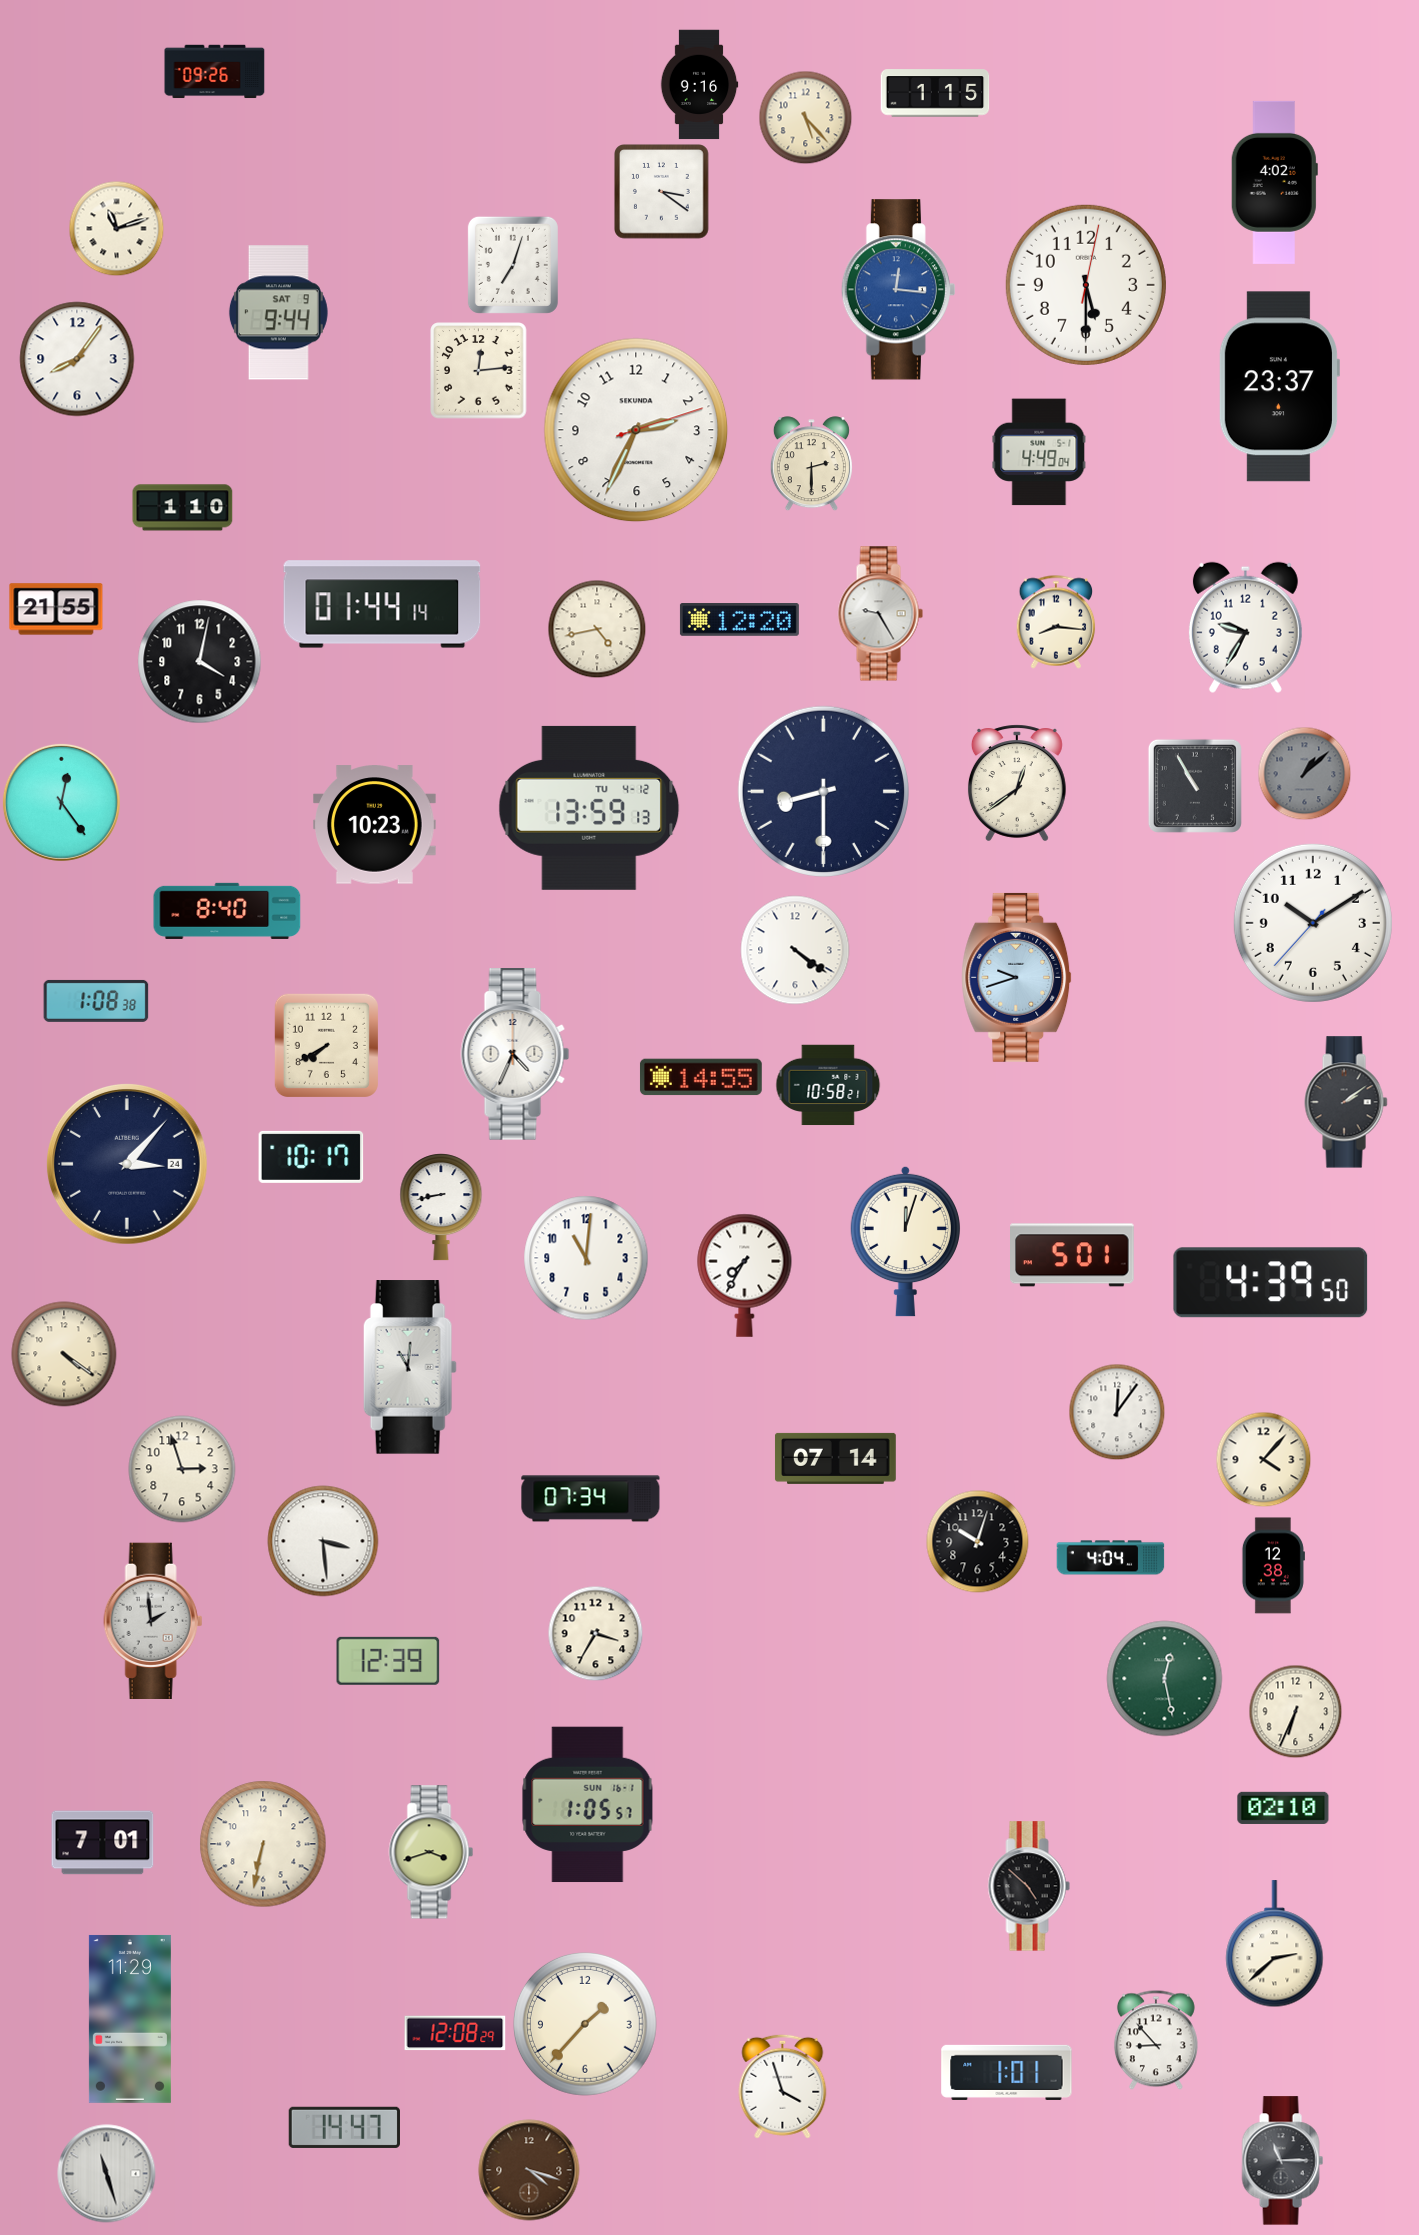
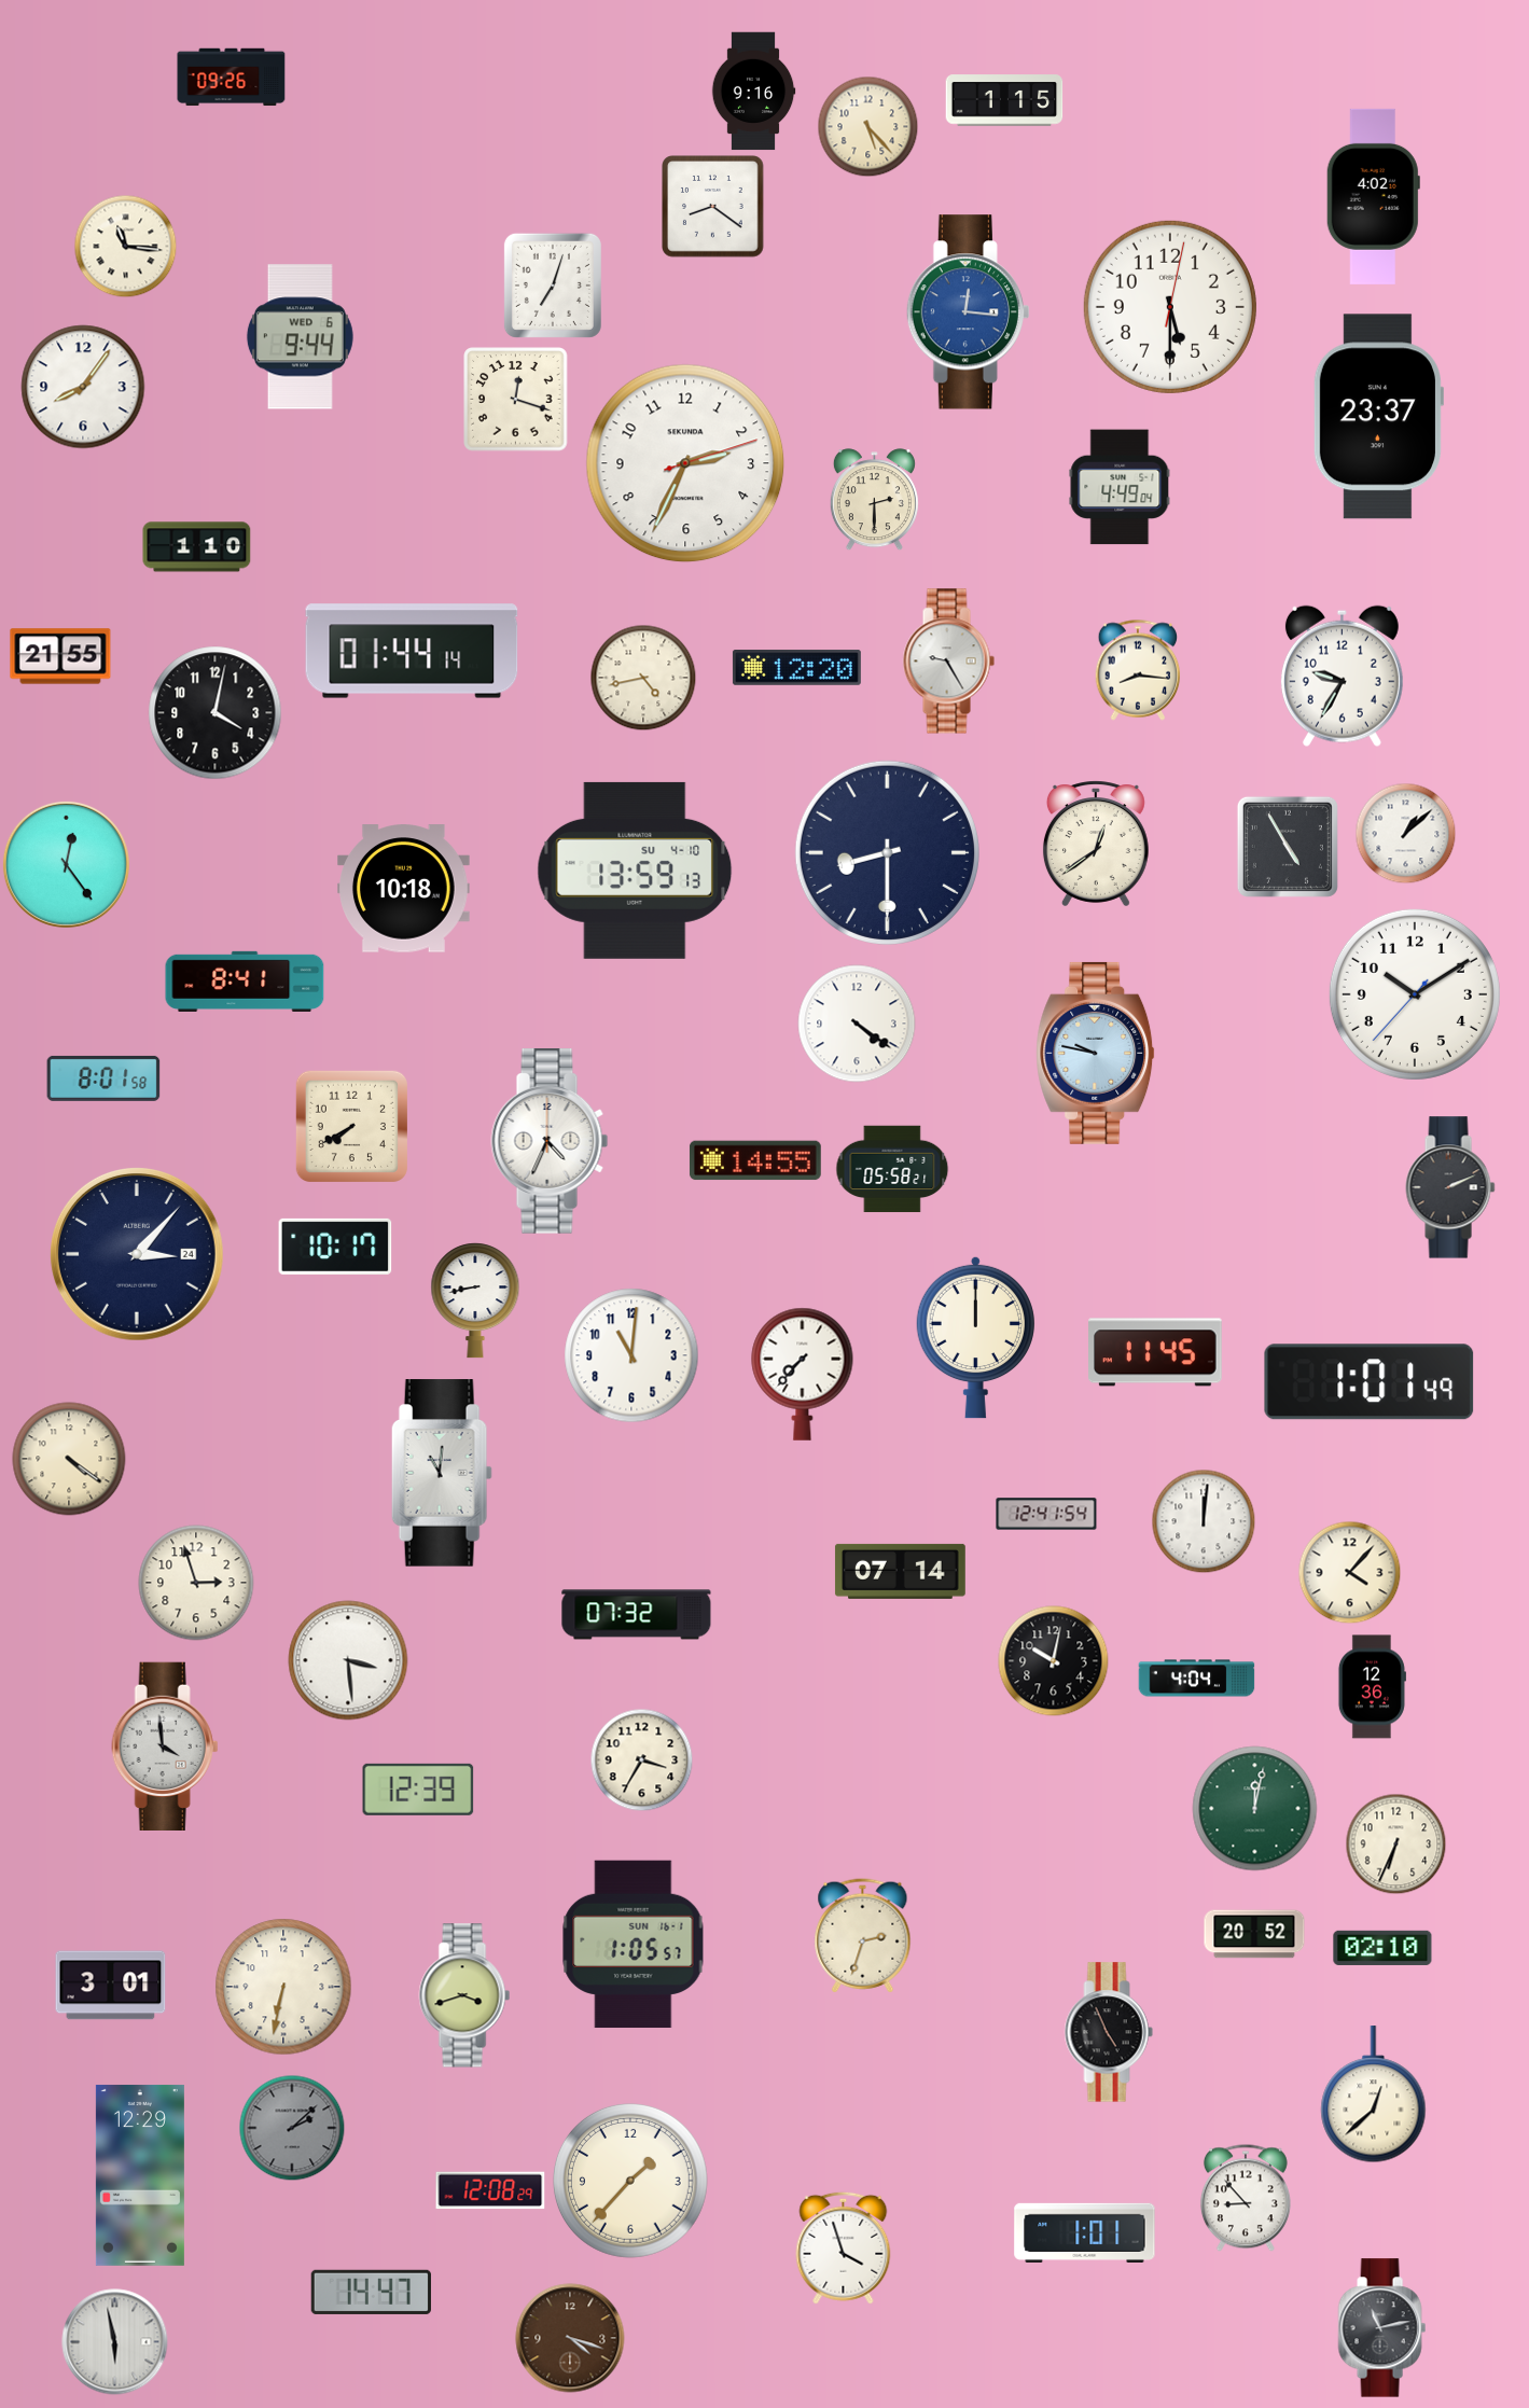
clock at (935, 93) position: (935, 93) -> (1004, 100)
clock at (662, 192): 3:21 -> 8:21
clock at (116, 228): 11:12 -> 11:16
clock at (278, 313) date: SAT 9 -> WED 6
clock at (479, 371): 12:14 -> 12:18
clock at (1304, 773) dial: grey -> white
clock at (1195, 786): 10:55 -> 4:55
clock at (589, 808) date: TU 4-12 -> SU 4-10
clock at (375, 825): 10:23 -> 10:18
clock at (227, 911): 8:40 -> 8:41
clock at (1017, 977): 9:42 -> 9:47
clock at (96, 1001): 1:08 -> 8:01
clock at (515, 1055) position: (515, 1055) -> (550, 1142)
clock at (828, 1085): 10:58 -> 05:58
clock at (1346, 1102): 2:09 -> 2:11
clock at (905, 1241): 12:03 -> 12:00
clock at (1073, 1255): 5:01 -> 11:45
clock at (745, 1275): 7:35 -> 7:37
clock at (1271, 1283): 4:39 -> 1:01
clock at (1046, 1514): none -> 12:41
clock at (1117, 1412): 12:06 -> 12:01
clock at (1263, 1459) position: (1263, 1459) -> (1349, 1572)
clock at (591, 1499): 07:34 -> 07:32
clock at (978, 1542): 10:03 -> 10:02
clock at (1273, 1566): 12:38 -> 12:36
clock at (153, 1620): 1:59 -> 3:59
clock at (1165, 1679): 12:28 -> 12:02
clock at (1254, 1934): none -> 20:52
clock at (863, 1936): none -> 2:33
clock at (103, 1843): 7:01 -> 3:01
clock at (1029, 1886): 4:52 -> 4:56
clock at (1275, 1944): 2:38 -> 12:38
clock at (292, 2128): none -> 2:08
clock at (130, 2019): 11:29 -> 12:29
clock at (1282, 2161): 11:15 -> 11:13
clock at (107, 2174): 11:27 -> 5:58
